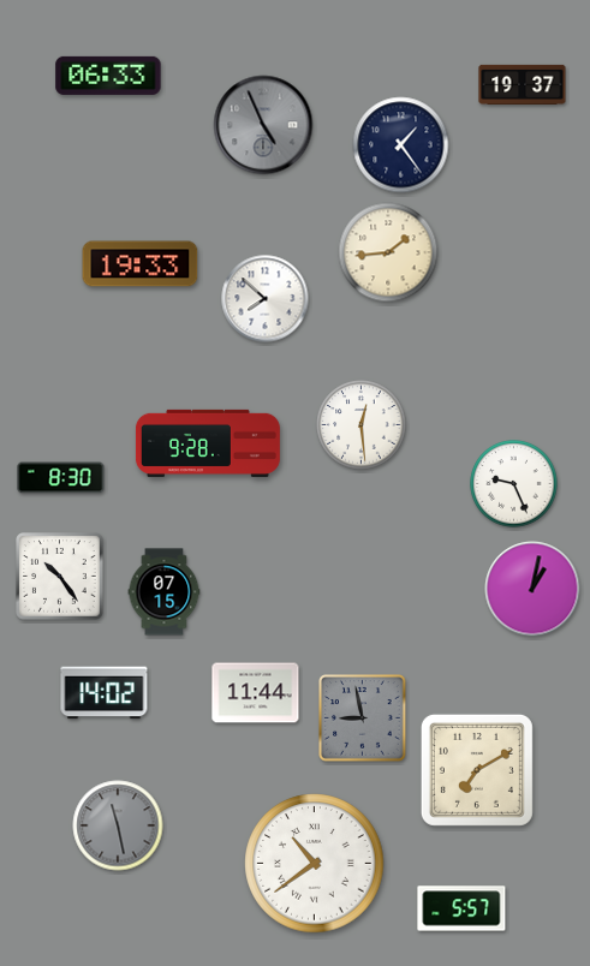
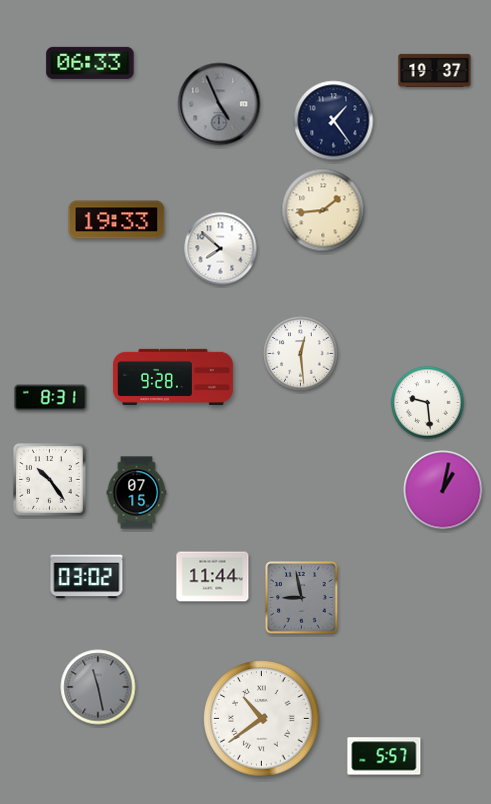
clock at (208, 443) position: (208, 443) -> (173, 377)
clock at (61, 478): 8:30 -> 8:31
clock at (514, 484): 9:26 -> 9:29
clock at (105, 693): 14:02 -> 03:02
clock at (477, 770): 7:10 -> none
